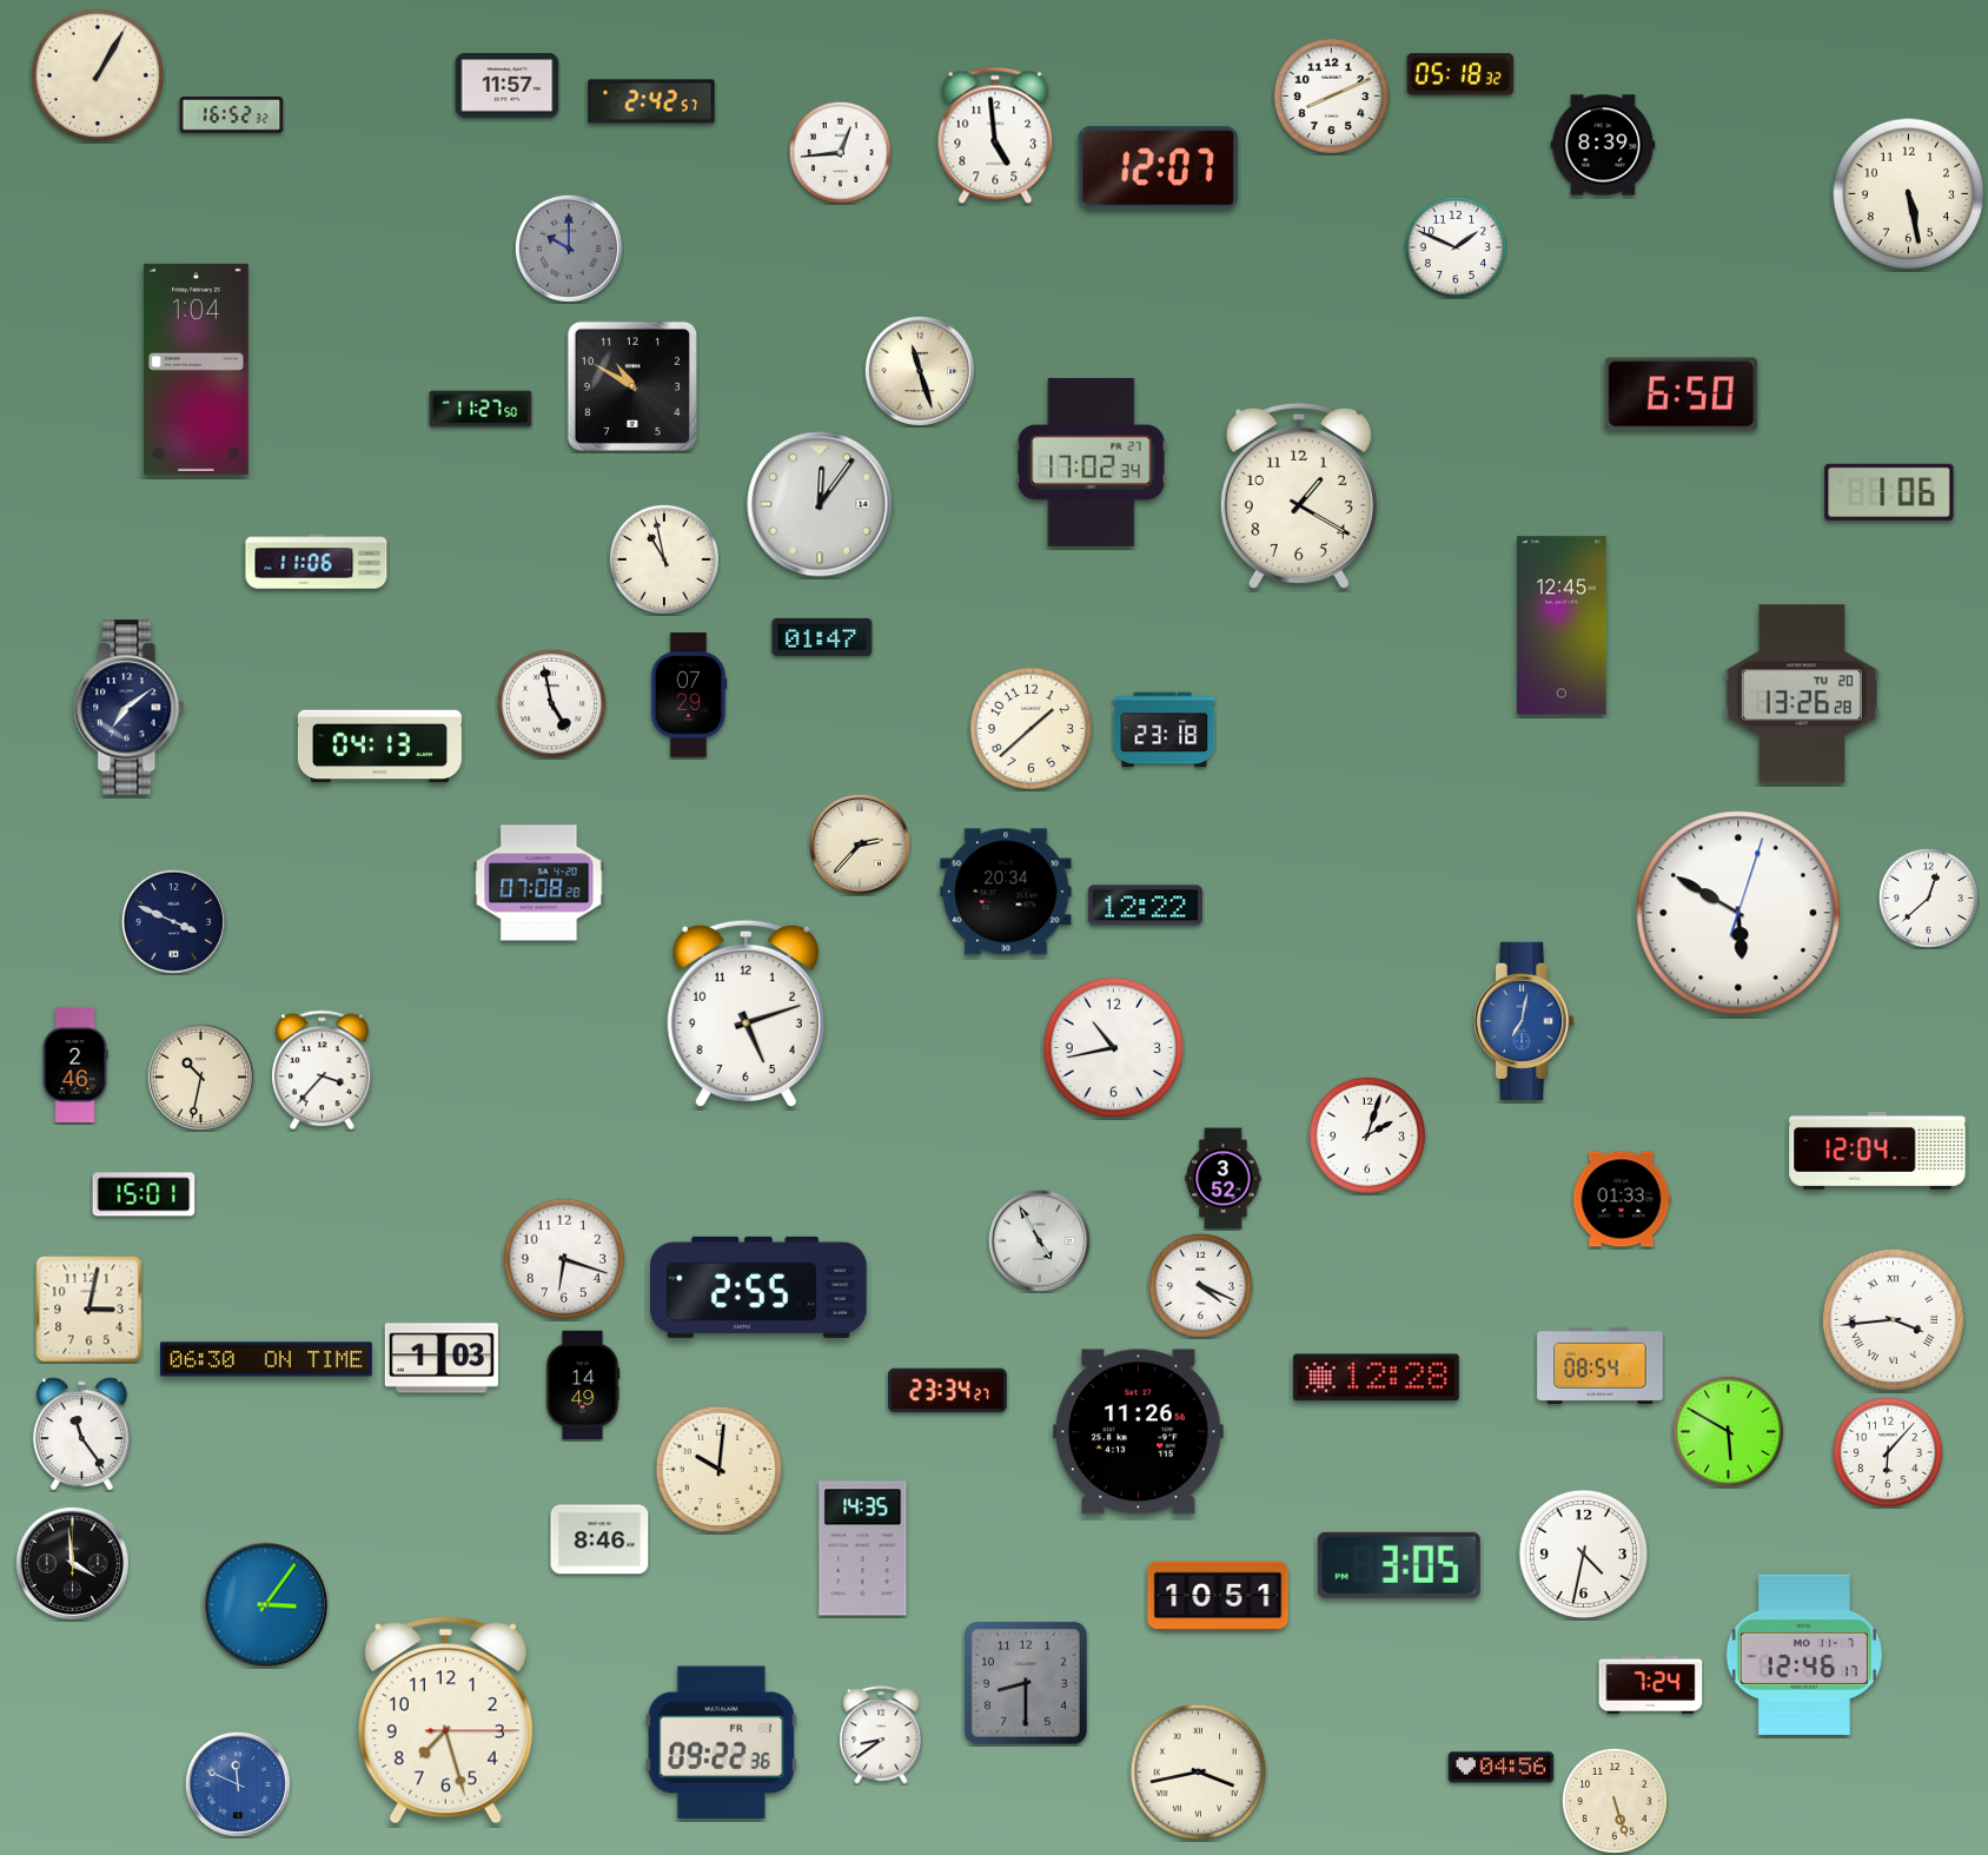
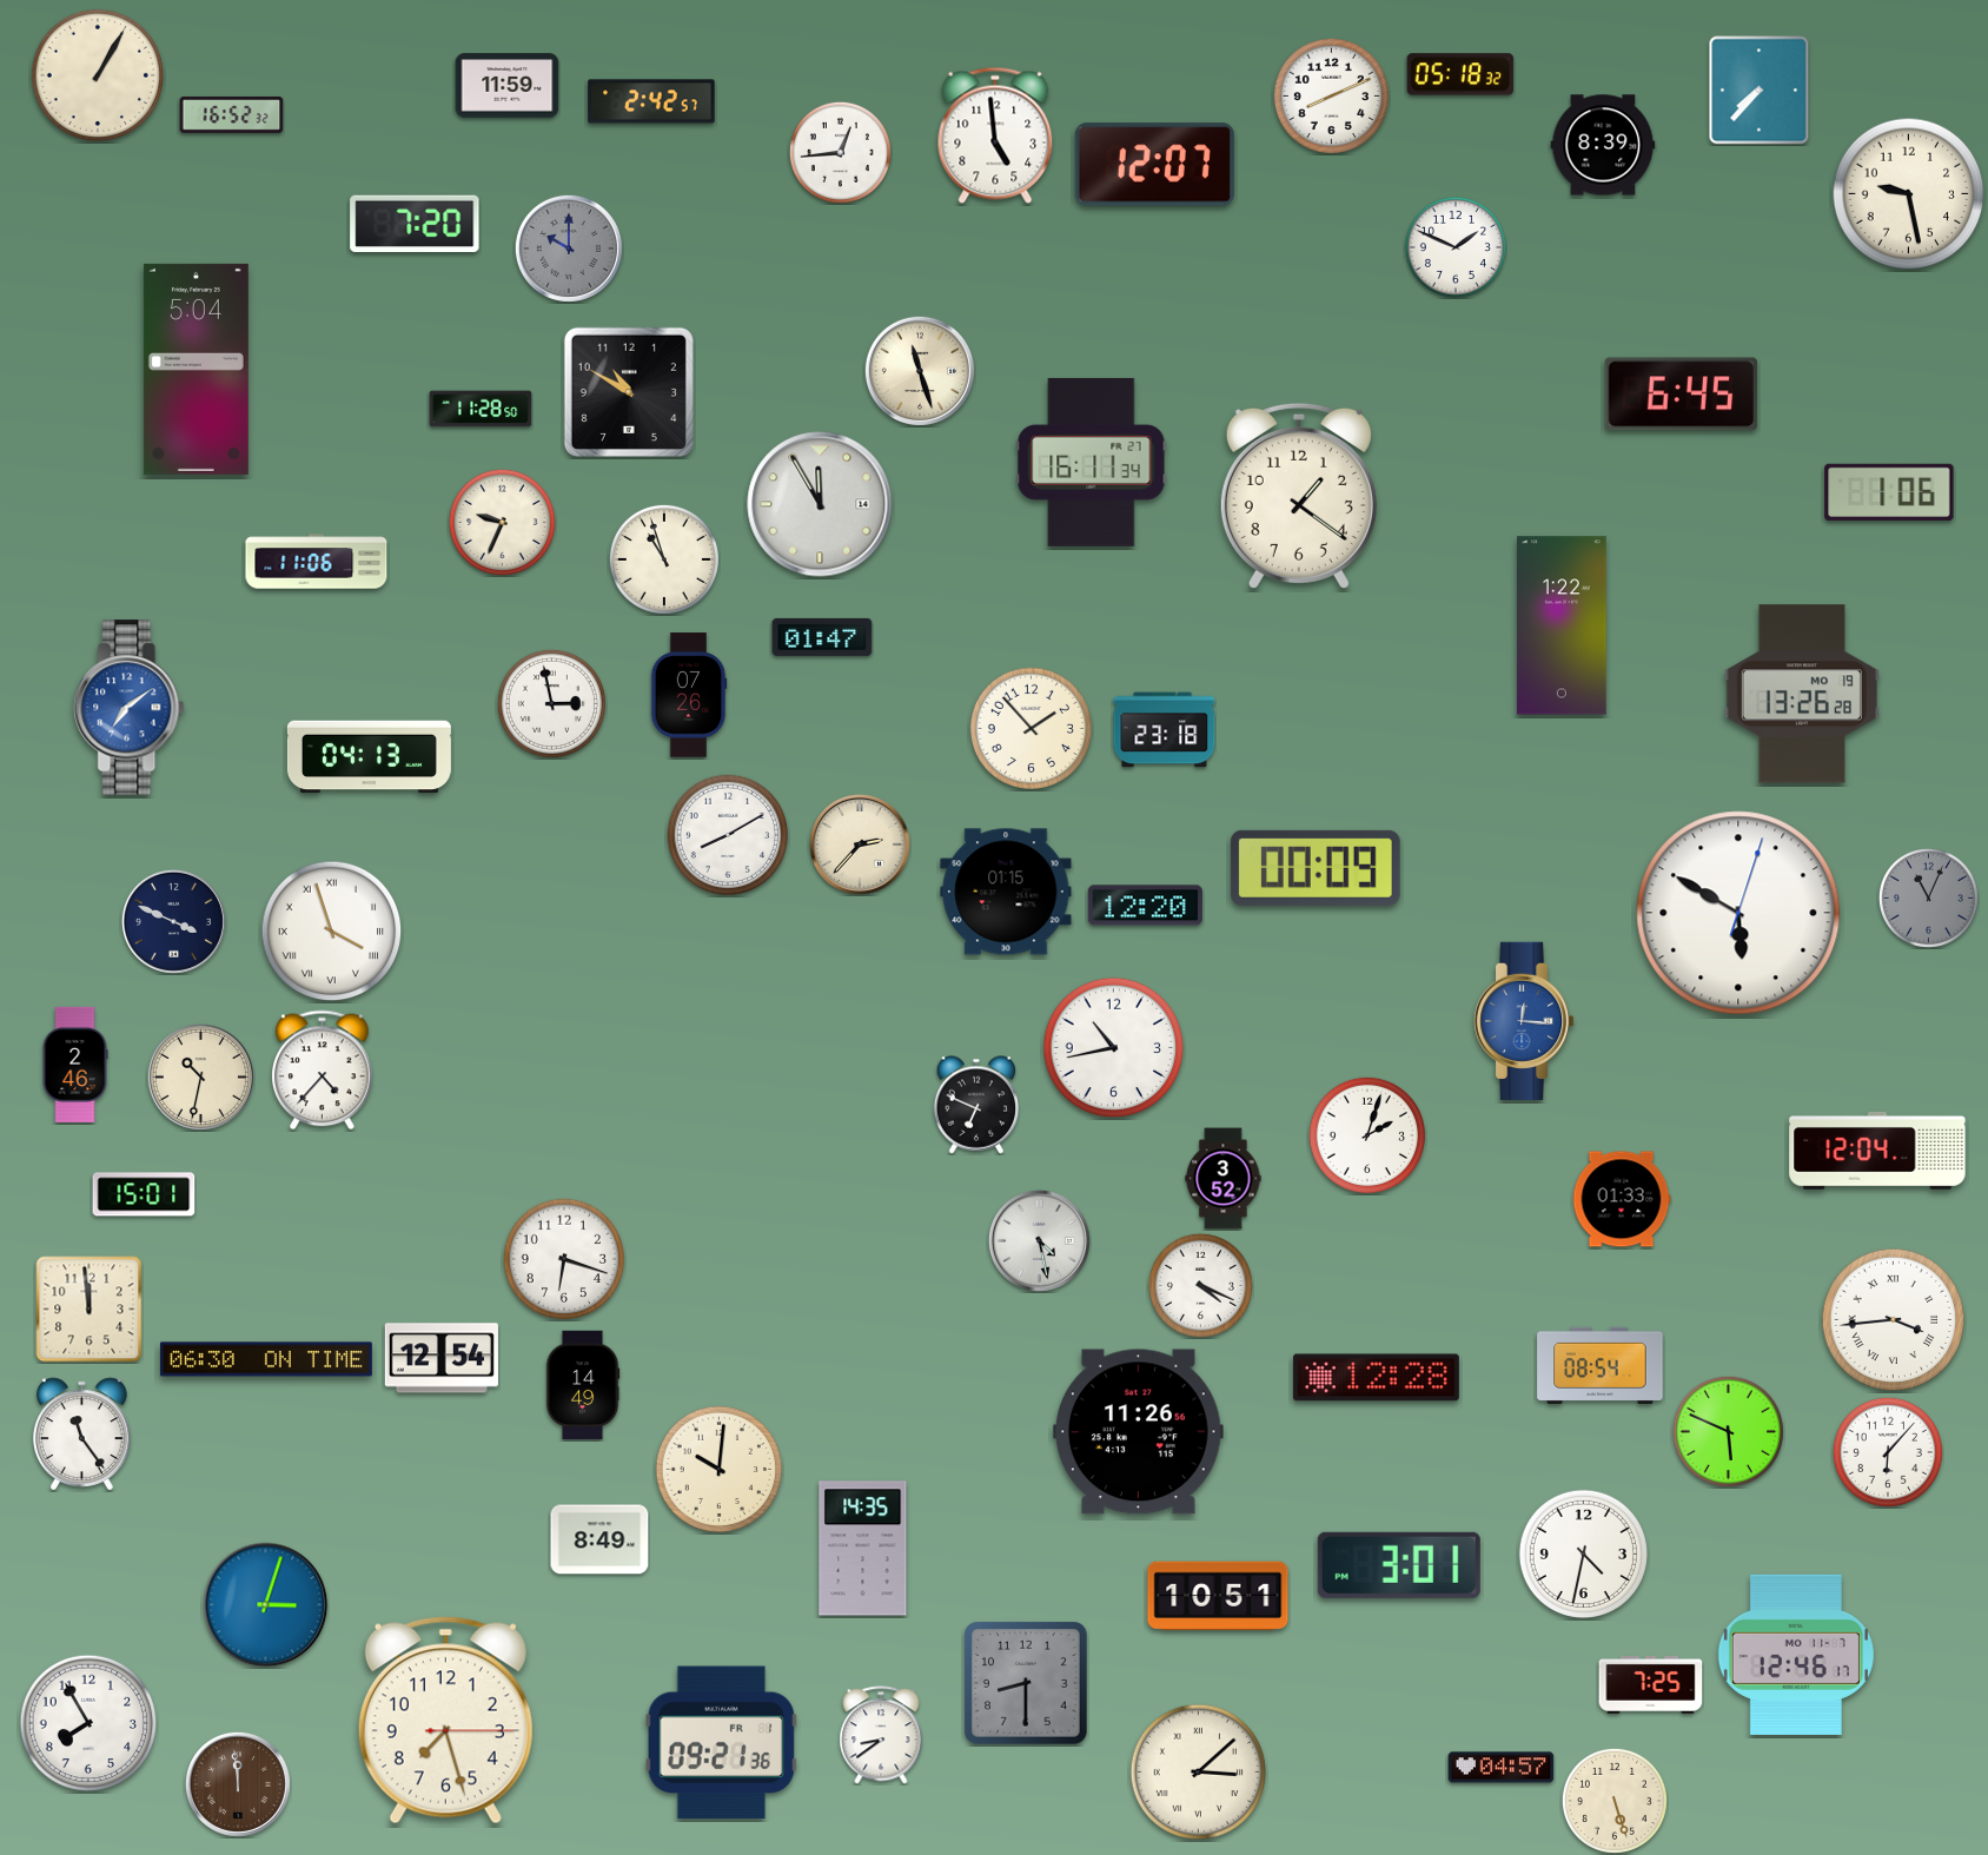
clock at (508, 86): 11:57 -> 11:59
clock at (1760, 91): none -> 7:37
clock at (1158, 168) position: (1158, 168) -> (1154, 165)
clock at (1909, 194): 5:28 -> 9:28
clock at (415, 223): none -> 7:20
clock at (196, 369): 1:04 -> 5:04
clock at (632, 386) position: (632, 386) -> (629, 392)
clock at (1682, 395): 6:50 -> 6:45
clock at (481, 409): 11:27 -> 11:28
clock at (1092, 462): 17:02 -> 16:11
clock at (1299, 496): 1:20 -> 1:21
clock at (820, 504): 12:06 -> 11:55
clock at (502, 522): none -> 9:34
clock at (664, 559): 10:58 -> 10:57
clock at (1562, 625): 12:45 -> 1:22
clock at (1802, 694) date: TU 20 -> MO 19
clock at (689, 695): 07:29 -> 07:26
clock at (551, 703): 4:58 -> 2:58
clock at (130, 708) dial: navy -> blue
clock at (1031, 728): 1:38 -> 1:53
clock at (379, 747) position: (379, 747) -> (369, 757)
clock at (728, 835): none -> 8:10
clock at (1316, 868): none -> 00:09
clock at (539, 883): 07:08 -> none
clock at (1006, 892): 20:34 -> 01:15
clock at (1928, 897): 12:38 -> 11:04
clock at (1928, 897) dial: white -> grey
clock at (1145, 906): 12:22 -> 12:20
clock at (332, 932): none -> 3:57
clock at (745, 1013): 5:12 -> none
clock at (1524, 1021): 7:02 -> 12:16
clock at (323, 1071): 3:37 -> 4:37
clock at (976, 1105): none -> 6:49
clock at (1039, 1240): 4:55 -> 4:28
clock at (760, 1287): 2:55 -> none
clock at (90, 1310): 3:02 -> 11:59
clock at (442, 1358): 1:03 -> 12:54
clock at (947, 1391): 23:34 -> none
clock at (1728, 1431): 5:50 -> 5:49
clock at (599, 1539): 8:46 -> 8:49
clock at (73, 1564): 3:59 -> none
clock at (1399, 1565): 3:05 -> 3:01
clock at (266, 1605): 3:06 -> 3:03
clock at (1804, 1655) position: (1804, 1655) -> (1796, 1655)
clock at (1651, 1684): 7:24 -> 7:25
clock at (88, 1723): none -> 7:55
clock at (722, 1743): 09:22 -> 09:21
clock at (1502, 1768): 04:56 -> 04:57
clock at (1199, 1773): 3:43 -> 3:08
clock at (238, 1784): 11:49 -> 11:59
clock at (238, 1784) dial: blue -> brown
